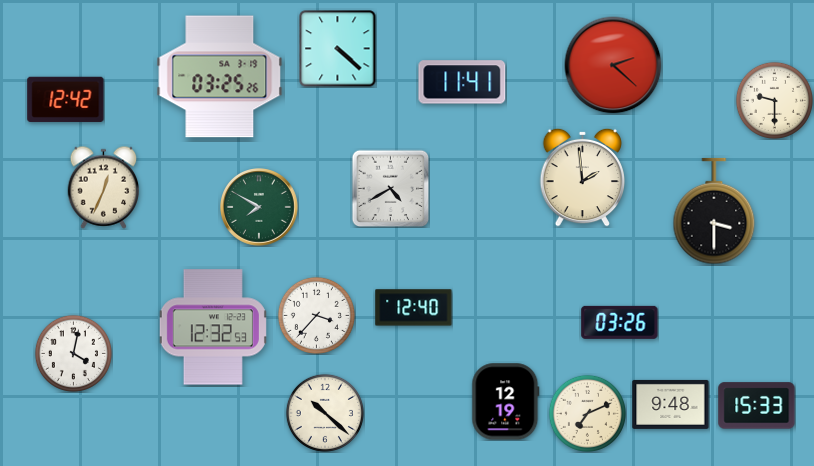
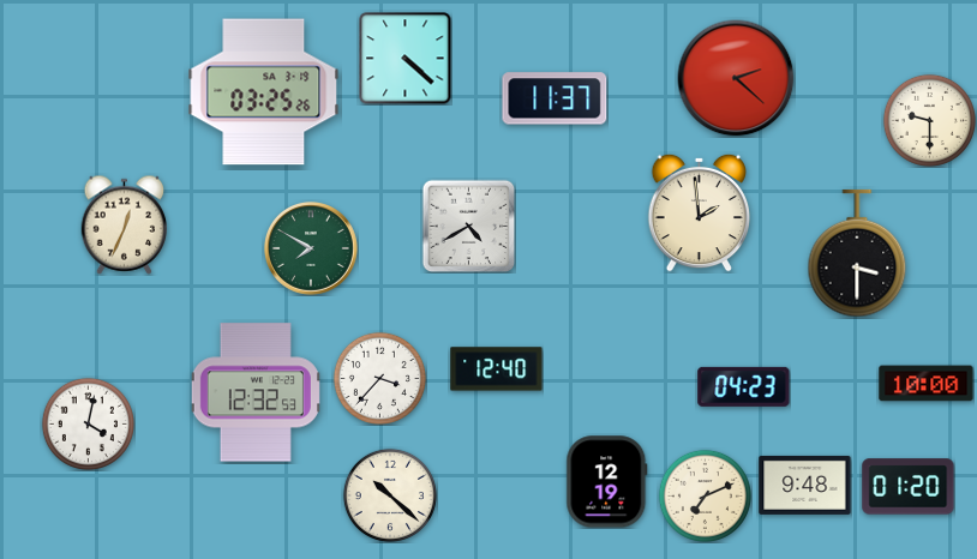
clock at (462, 82): 11:41 -> 11:37
clock at (66, 99): 12:42 -> none
clock at (927, 384): none -> 10:00
clock at (620, 322): 03:26 -> 04:23
clock at (757, 406): 15:33 -> 01:20
